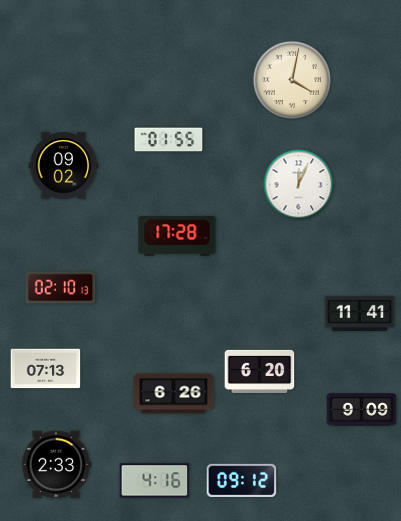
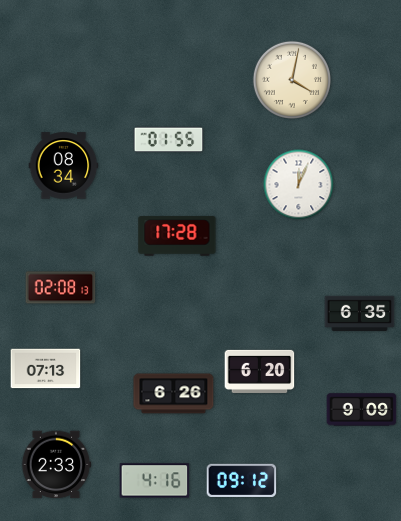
clock at (64, 166): 09:02 -> 08:34
clock at (61, 288): 02:10 -> 02:08
clock at (360, 314): 11:41 -> 6:35
